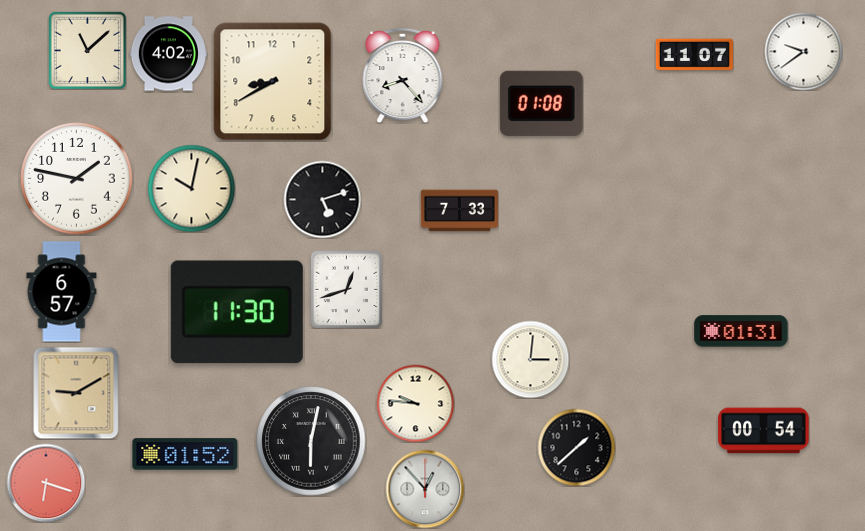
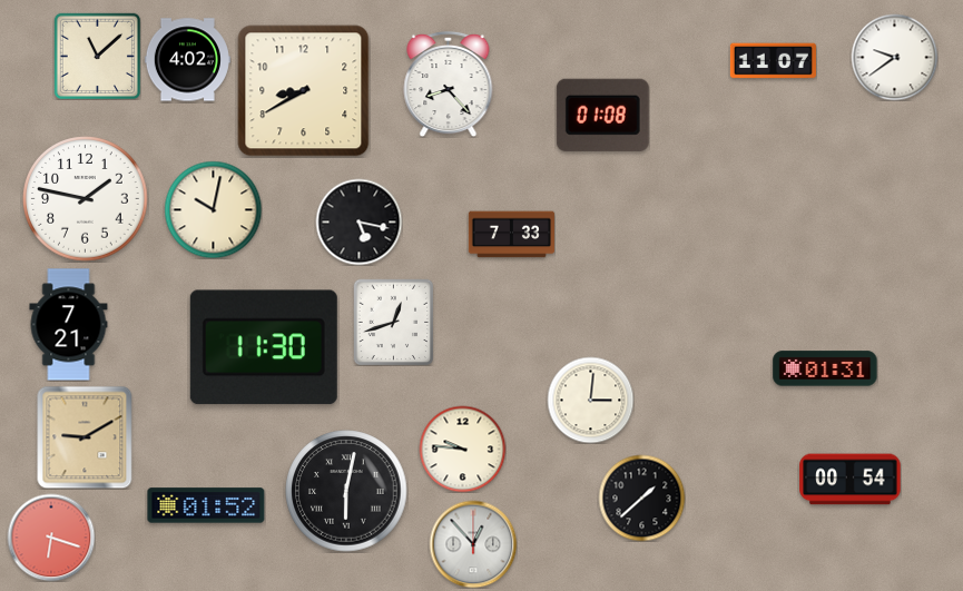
clock at (322, 199): 5:12 -> 5:17
clock at (347, 289) position: (347, 289) -> (394, 322)
clock at (62, 292): 6:57 -> 7:21
